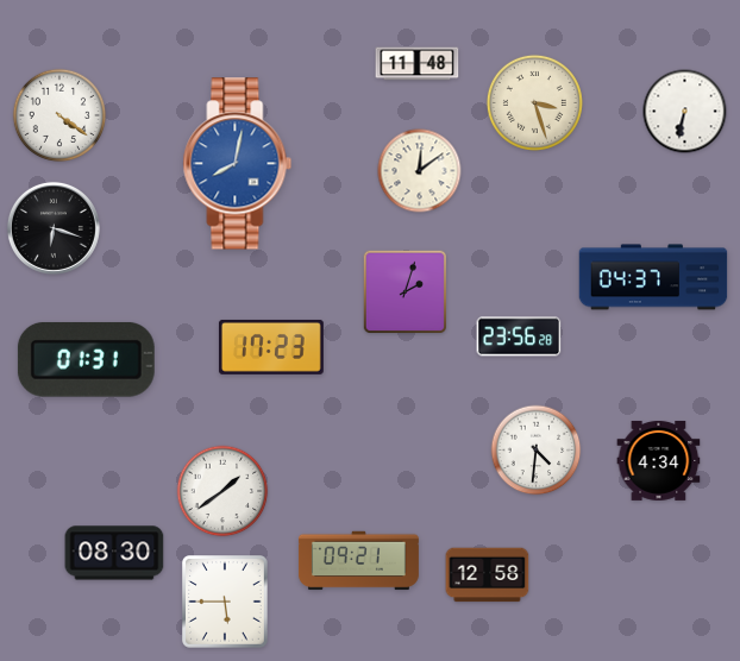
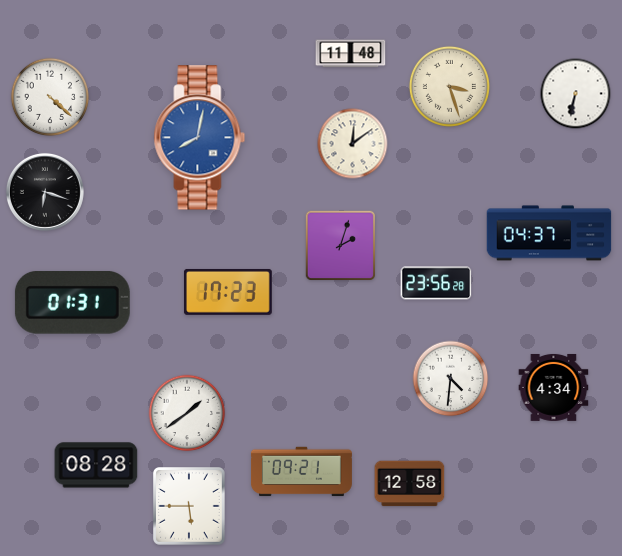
clock at (59, 115): 4:21 -> 4:22
clock at (114, 553): 08:30 -> 08:28
